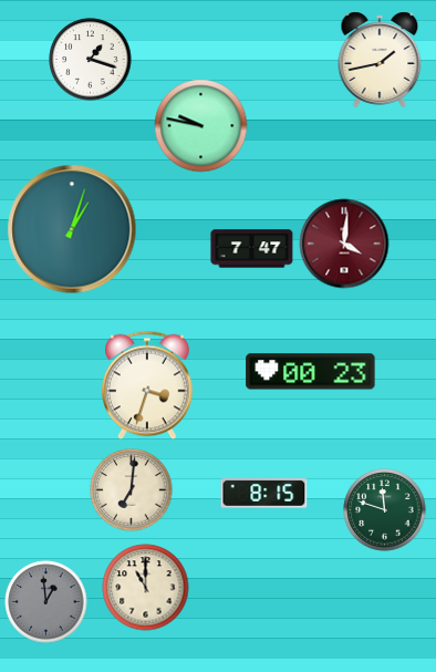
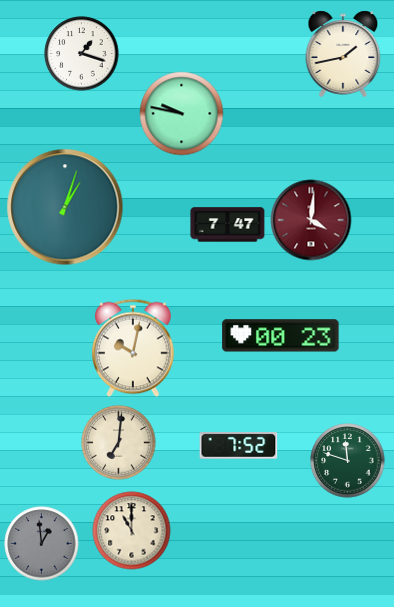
clock at (148, 385): 3:33 -> 10:02
clock at (264, 494): 8:15 -> 7:52
